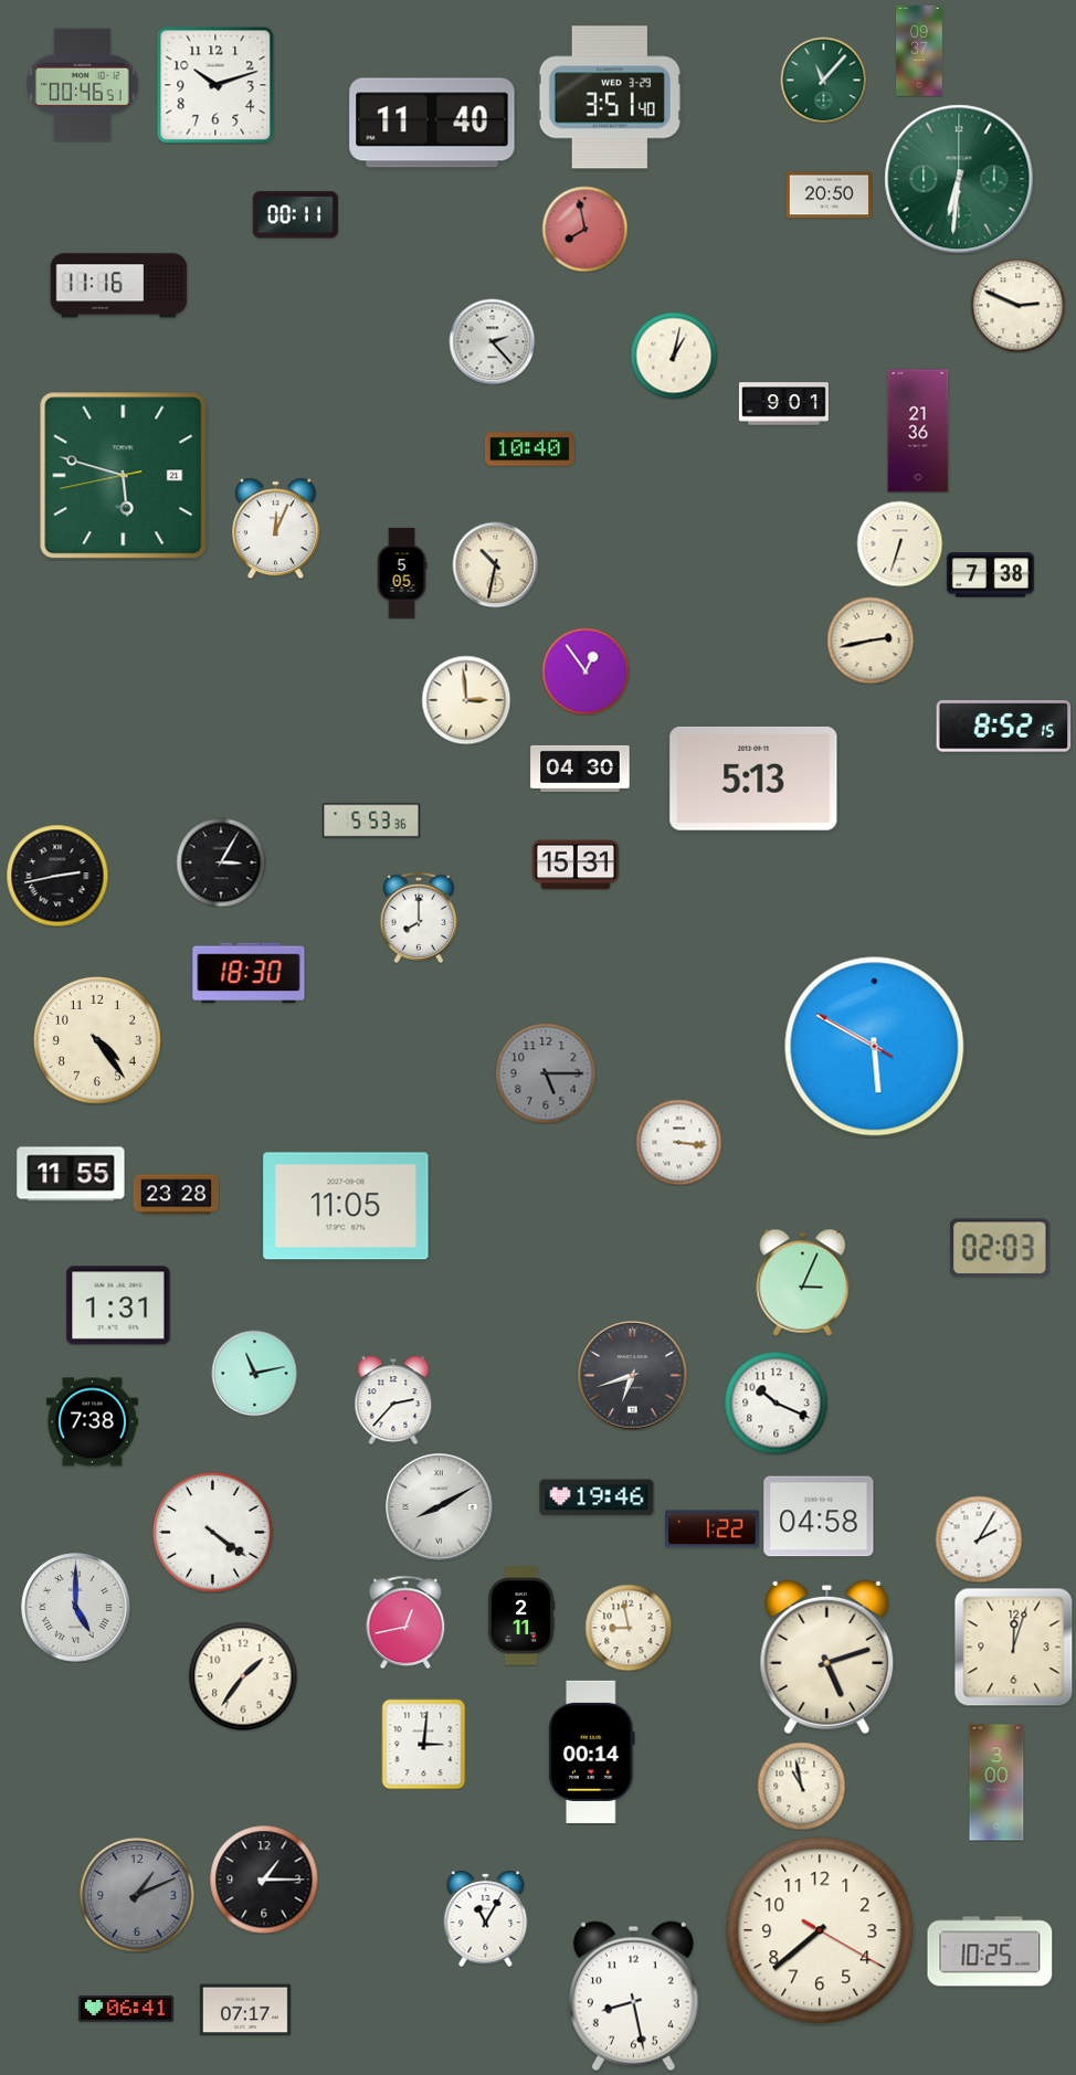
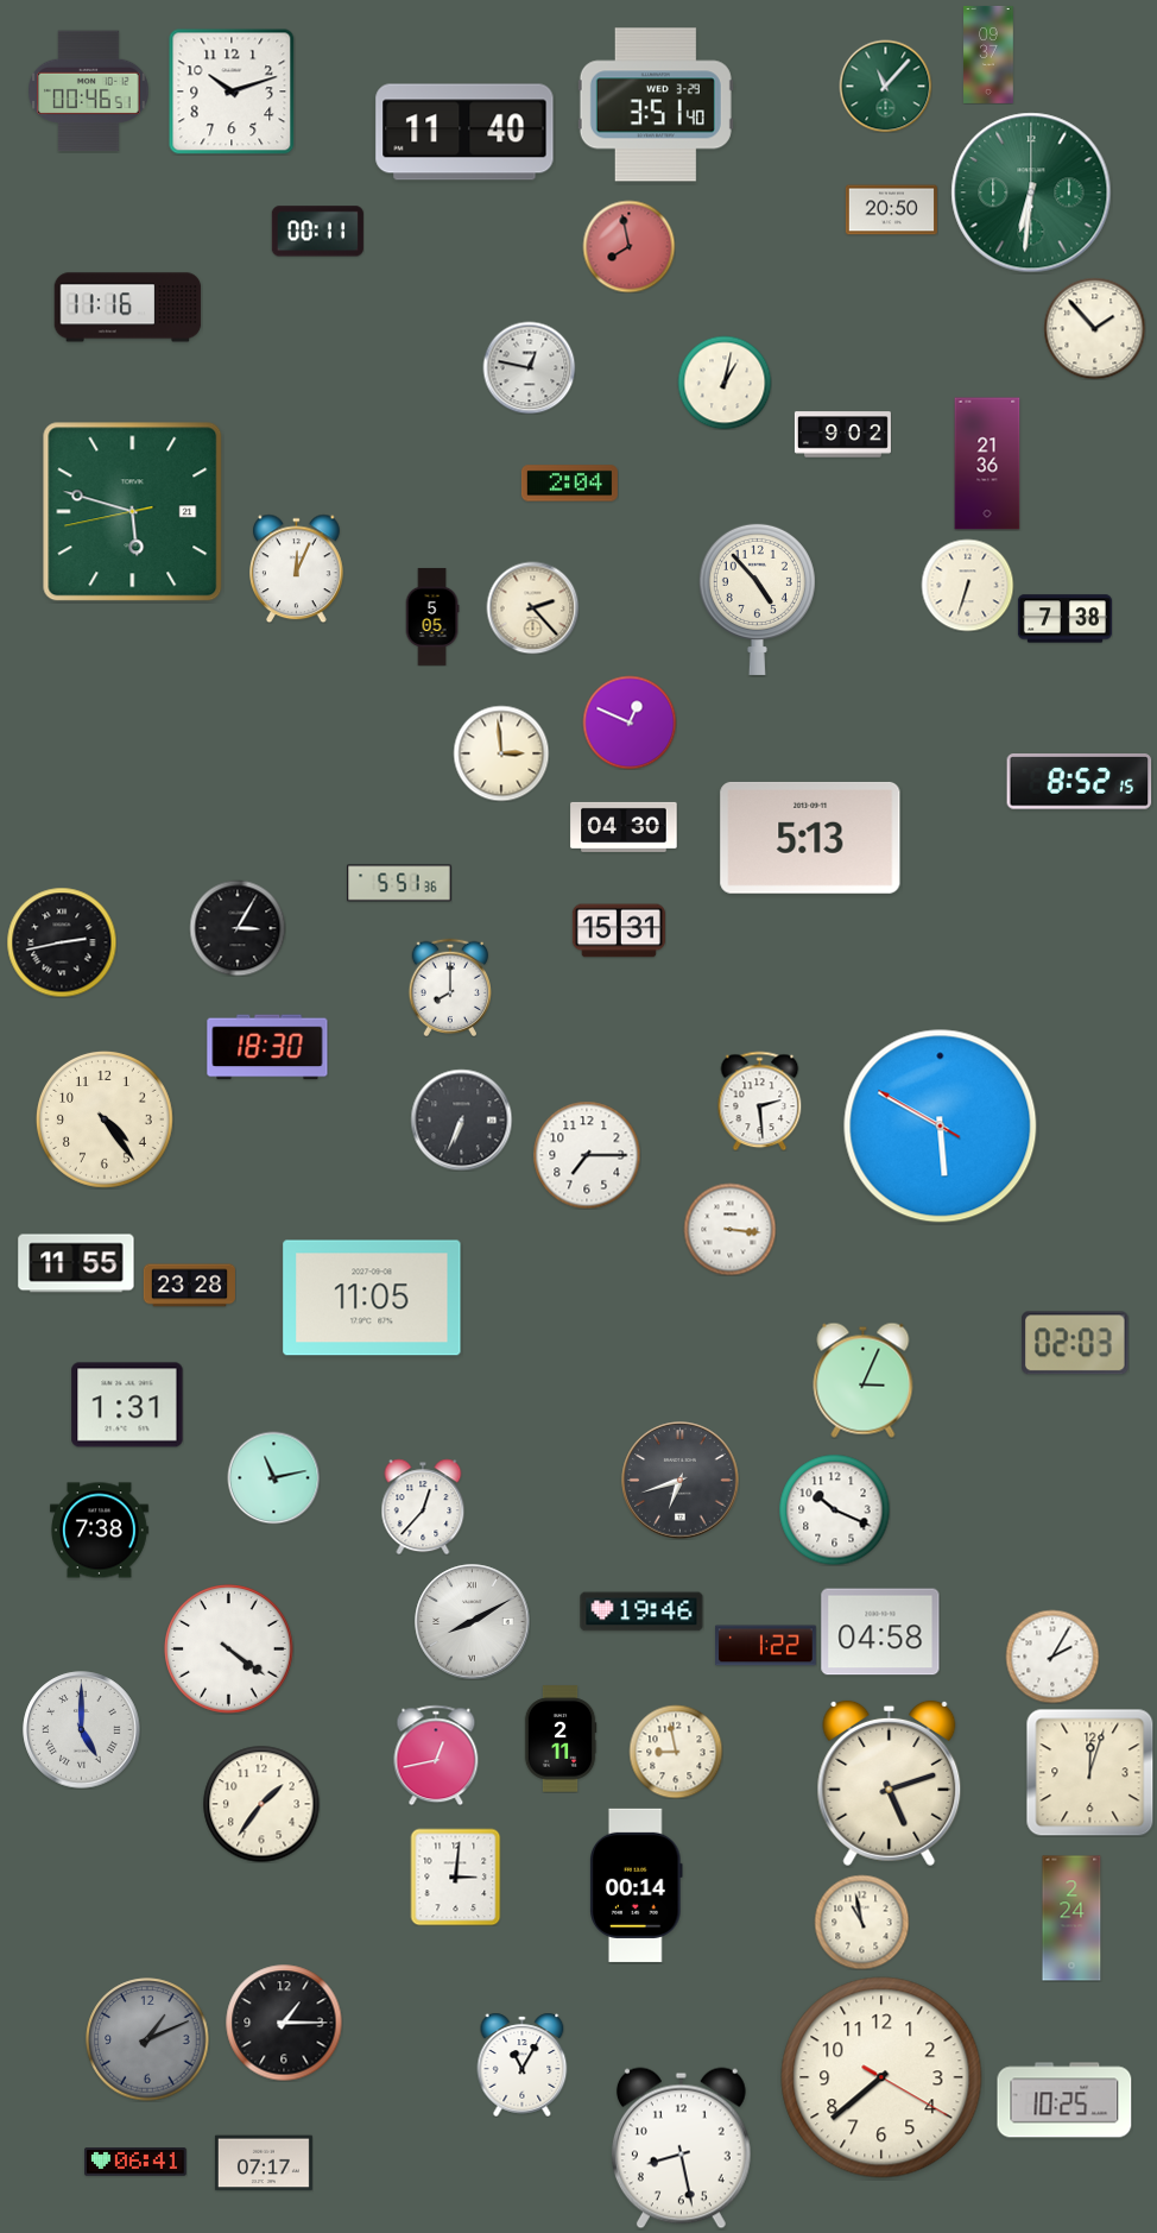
clock at (1017, 305): 2:49 -> 1:53
clock at (492, 341): 2:23 -> 12:47
clock at (783, 404): 9:01 -> 9:02
clock at (529, 449): 10:40 -> 2:04
clock at (757, 599): none -> 4:53
clock at (495, 564): 10:32 -> 2:23
clock at (871, 641): 2:43 -> none
clock at (586, 671): 12:54 -> 12:49
clock at (371, 821): 5:53 -> 5:51
clock at (760, 1100): none -> 2:29
clock at (461, 1119): none -> 6:34
clock at (546, 1073): 5:15 -> 7:15
clock at (546, 1073) dial: grey -> white
clock at (393, 1400): 2:37 -> 12:37
clock at (405, 1622) position: (405, 1622) -> (436, 1755)
clock at (996, 1782): 3:00 -> 2:24
